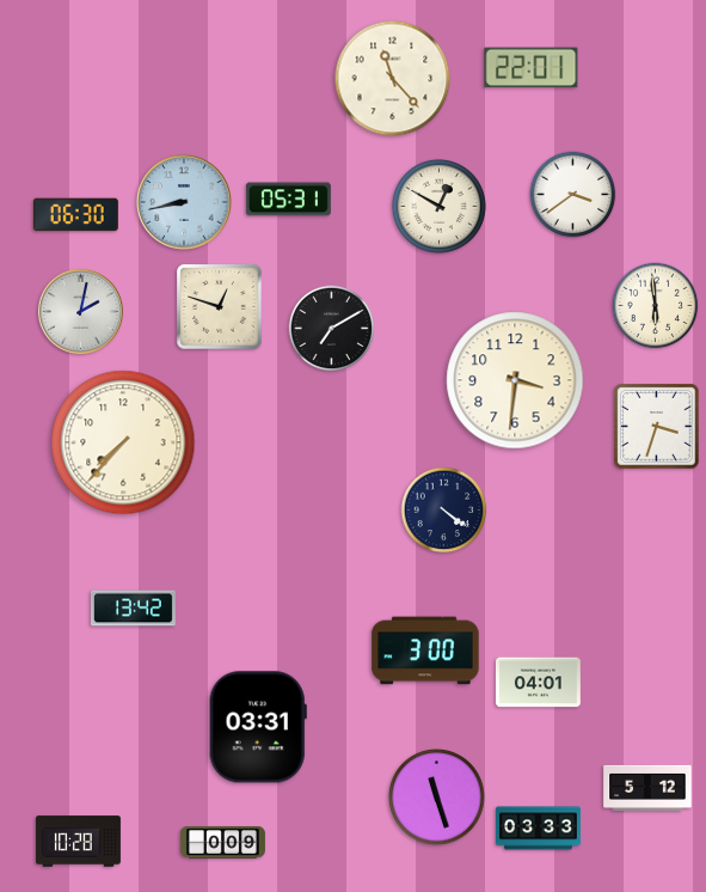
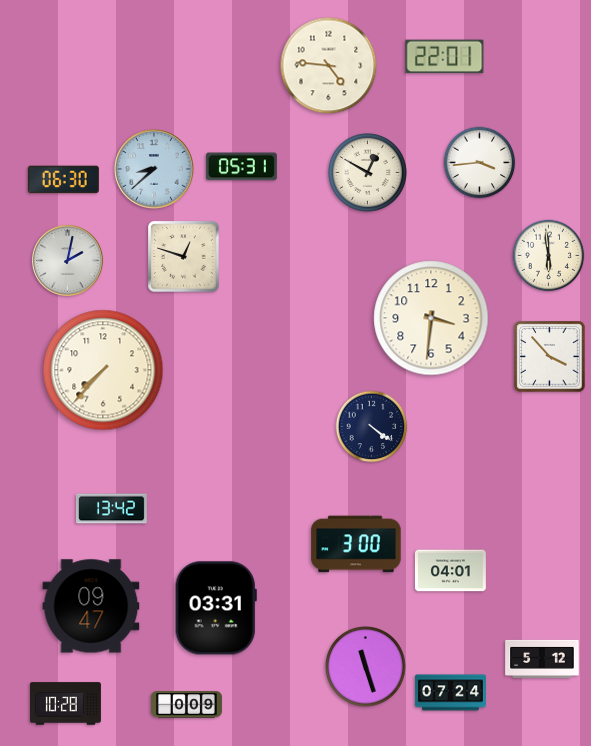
clock at (393, 79): 11:23 -> 4:46
clock at (573, 195): 3:39 -> 3:44
clock at (184, 202): 8:43 -> 8:38
clock at (332, 329): 7:10 -> none
clock at (657, 427): 3:33 -> 3:53
clock at (91, 606): none -> 09:47
clock at (538, 829): 03:33 -> 07:24
